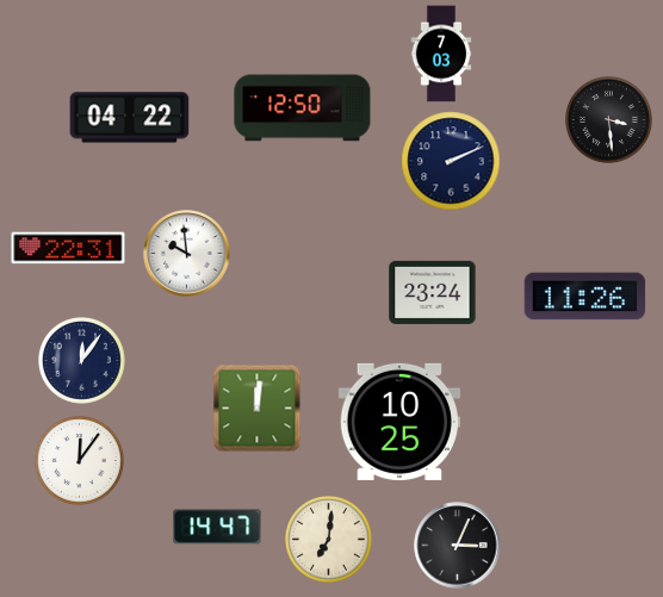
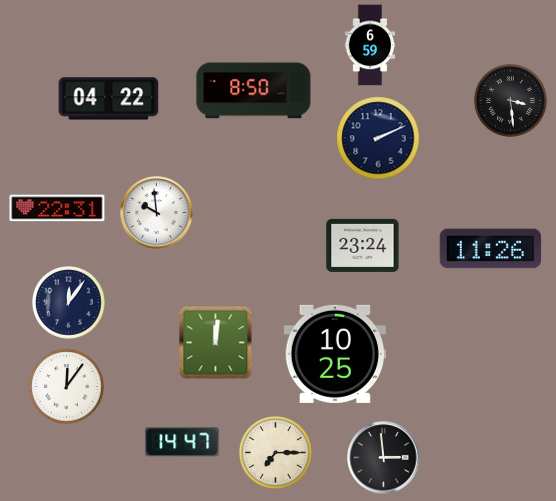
clock at (441, 54): 7:03 -> 6:59
clock at (303, 108): 12:50 -> 8:50
clock at (451, 161) position: (451, 161) -> (378, 138)
clock at (328, 539): 7:01 -> 7:15
clock at (458, 546): 3:04 -> 2:59
